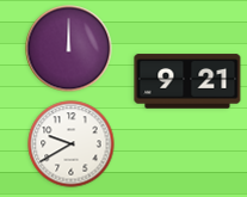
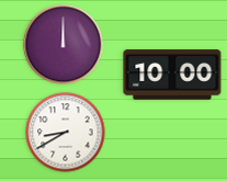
clock at (187, 81): 9:21 -> 10:00
clock at (72, 144): 9:40 -> 8:40
